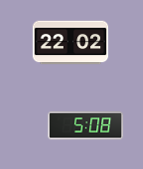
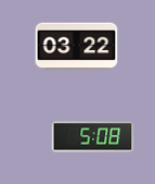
clock at (71, 43): 22:02 -> 03:22
